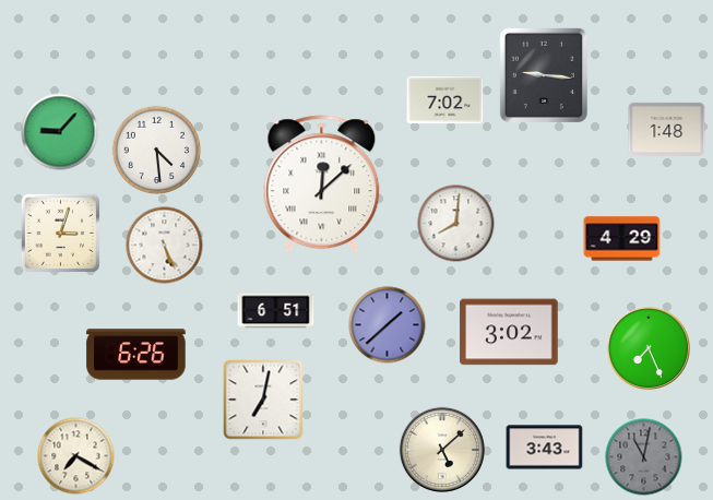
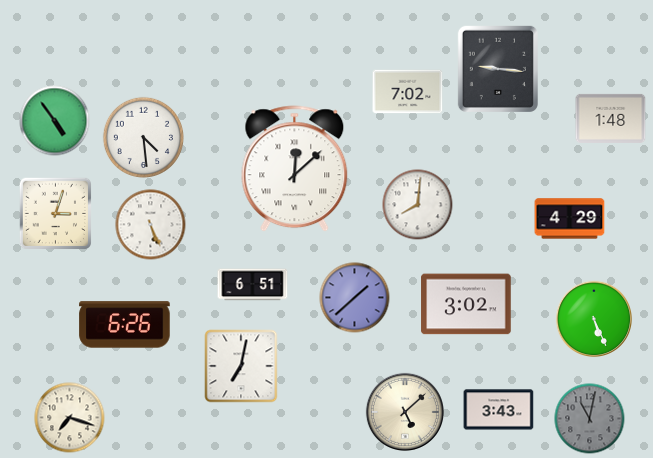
clock at (60, 132): 9:07 -> 4:54
clock at (649, 348): 7:26 -> 5:26
clock at (76, 456): 7:20 -> 7:18
